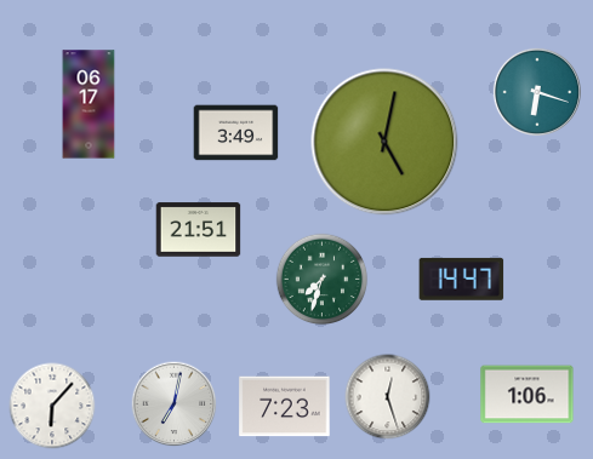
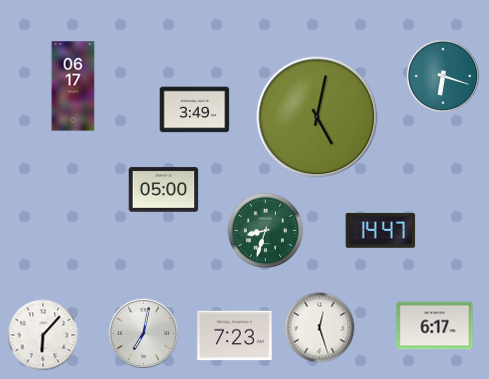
clock at (199, 230): 21:51 -> 05:00
clock at (323, 280): 7:33 -> 8:33
clock at (528, 395): 1:06 -> 6:17
